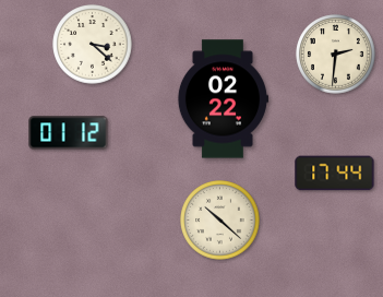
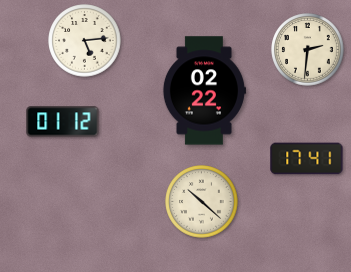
clock at (93, 45): 3:22 -> 5:14
clock at (335, 174): 17:44 -> 17:41
